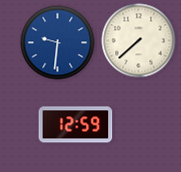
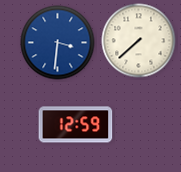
clock at (58, 43): 9:31 -> 3:31
